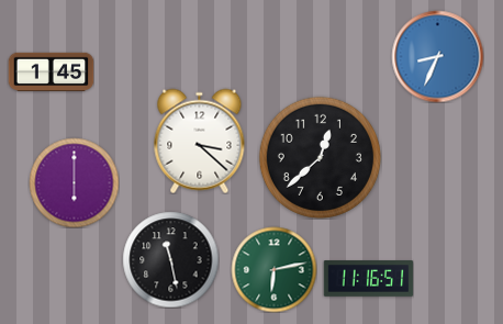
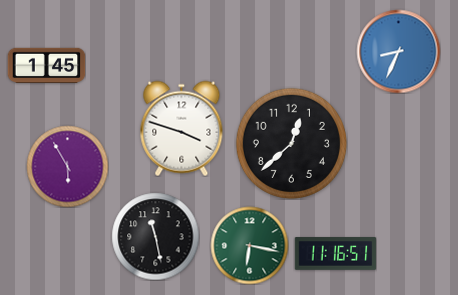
clock at (200, 141): 3:22 -> 3:48
clock at (74, 182): 6:00 -> 5:55
clock at (273, 269): 6:13 -> 6:17
